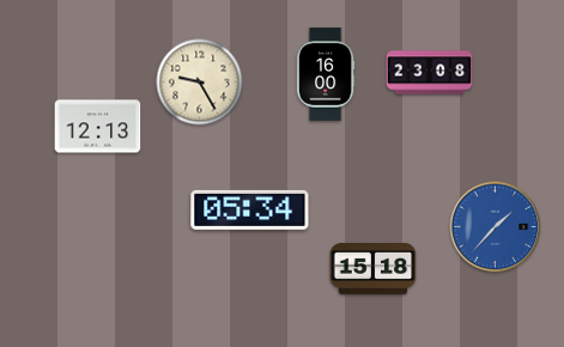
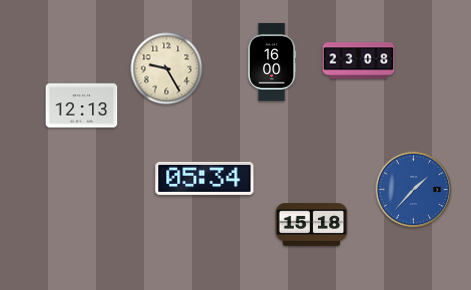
clock at (250, 209) position: (250, 209) -> (205, 178)
